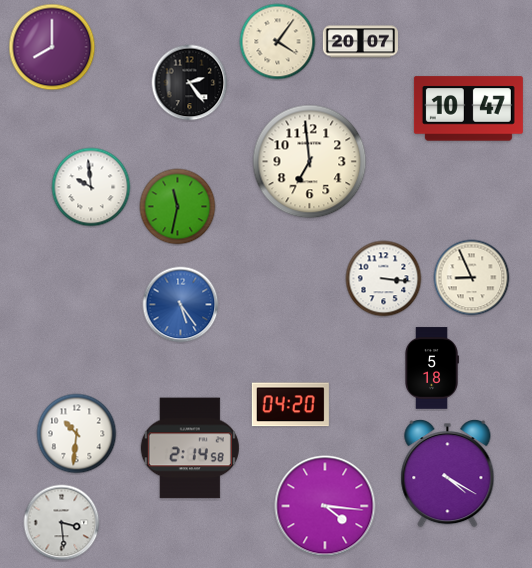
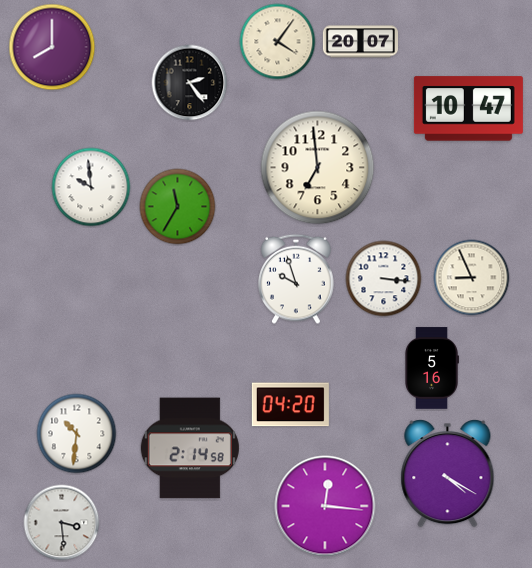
clock at (310, 162) position: (310, 162) -> (318, 168)
clock at (178, 207): 11:32 -> 11:35
clock at (297, 279): none -> 9:57
clock at (181, 305): 5:24 -> none
clock at (432, 368): 5:18 -> 5:16
clock at (325, 506): 4:16 -> 12:16
